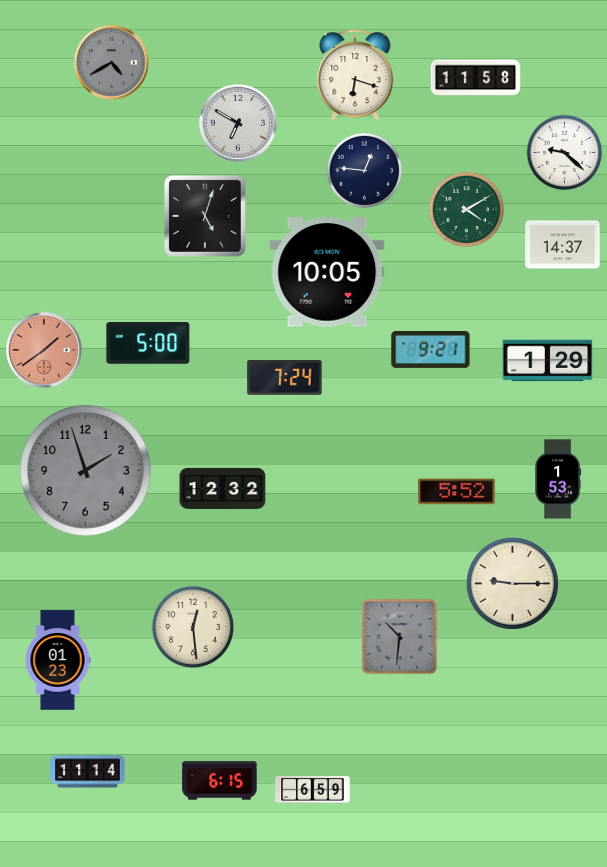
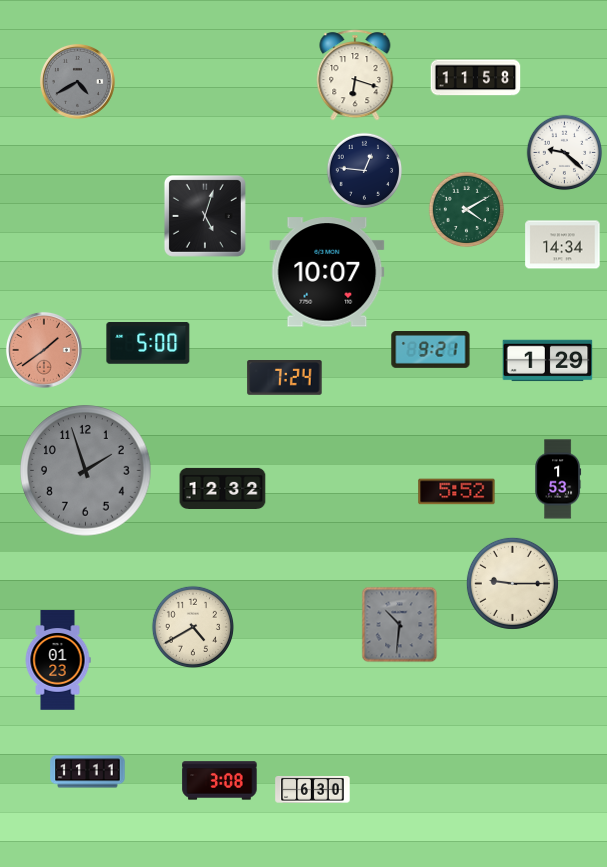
clock at (111, 62) position: (111, 62) -> (77, 81)
clock at (238, 123): 6:50 -> none
clock at (563, 245): 14:37 -> 14:34
clock at (327, 272): 10:05 -> 10:07
clock at (193, 627): 12:29 -> 4:40
clock at (400, 637) position: (400, 637) -> (400, 625)
clock at (88, 772): 11:14 -> 11:11
clock at (220, 781): 6:15 -> 3:08
clock at (313, 790): 6:59 -> 6:30
